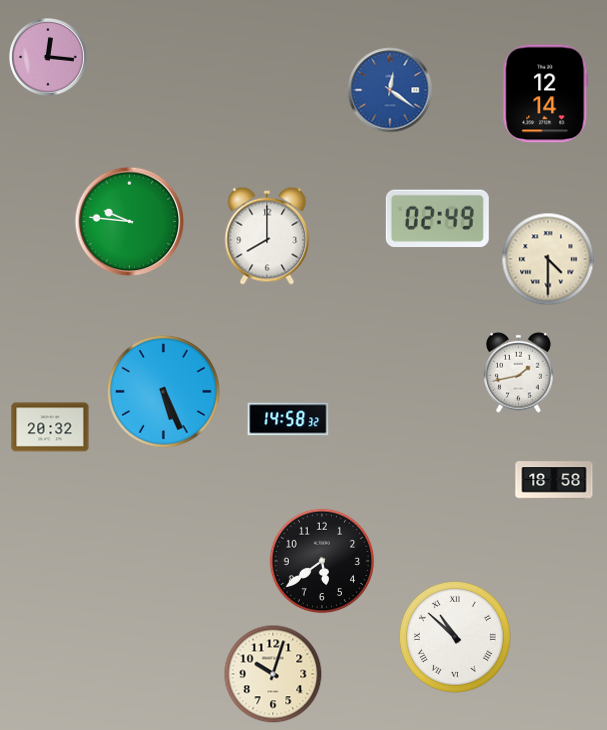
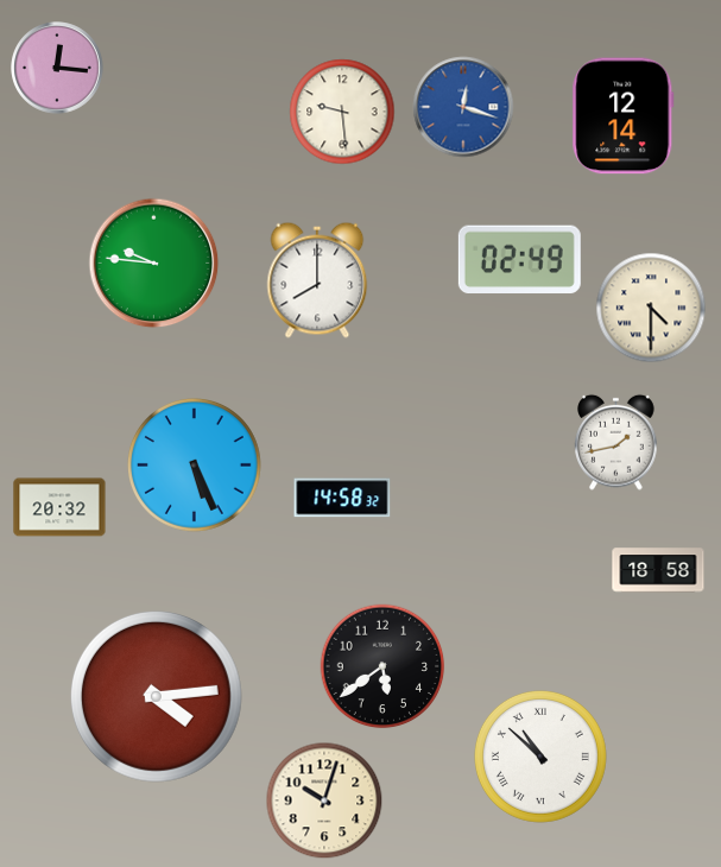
clock at (390, 90): 12:21 -> 12:18
clock at (342, 112): none -> 9:29
clock at (546, 94) position: (546, 94) -> (624, 116)
clock at (156, 696): none -> 4:14
